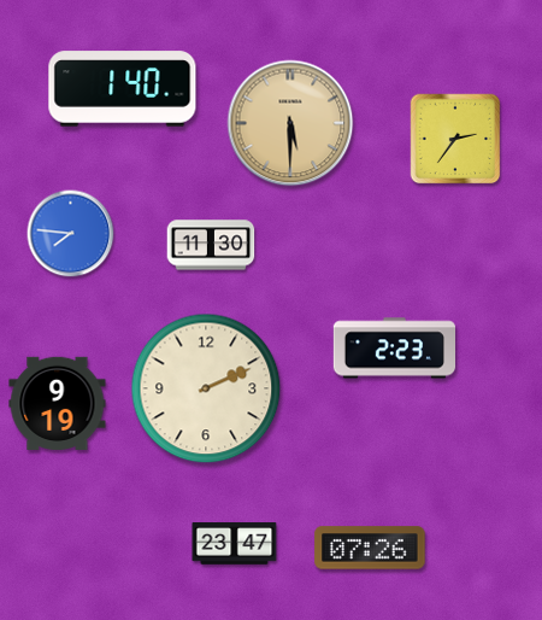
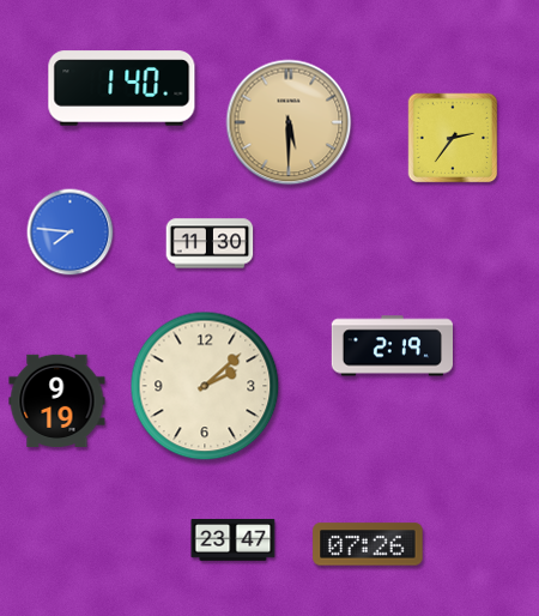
clock at (394, 349): 2:23 -> 2:19
clock at (206, 388): 2:11 -> 2:08
